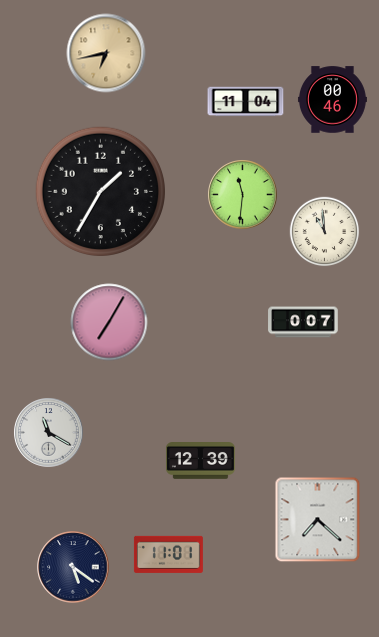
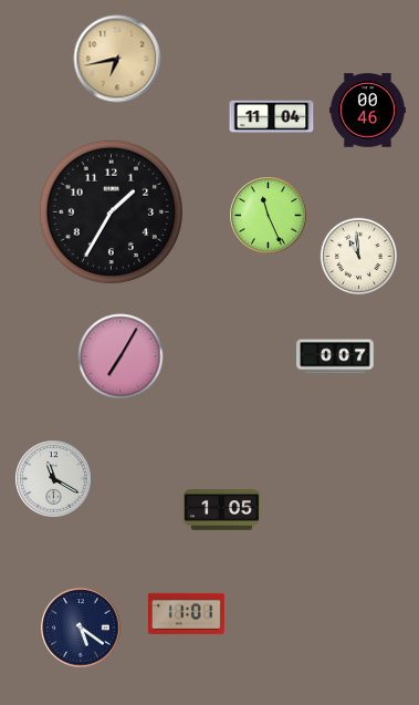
clock at (246, 102) position: (246, 102) -> (272, 117)
clock at (243, 195): 11:31 -> 11:26
clock at (200, 461): 12:39 -> 1:05
clock at (318, 520): 7:22 -> none
